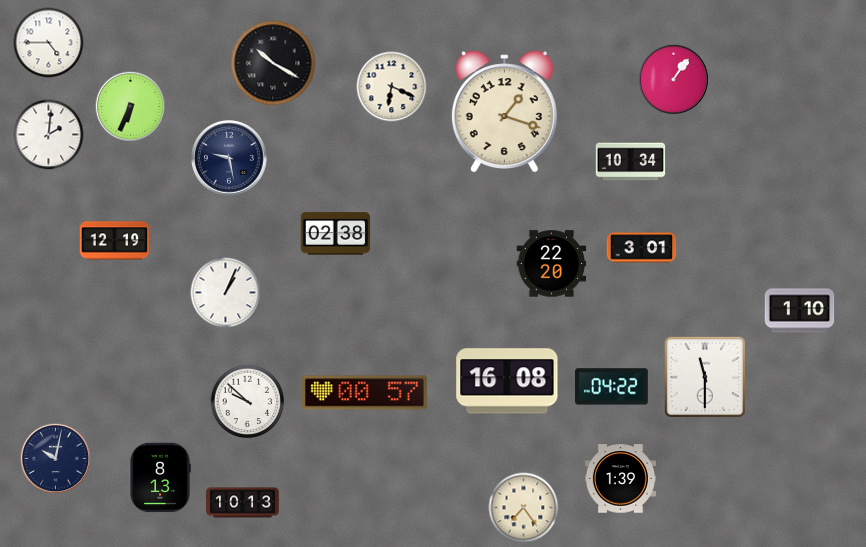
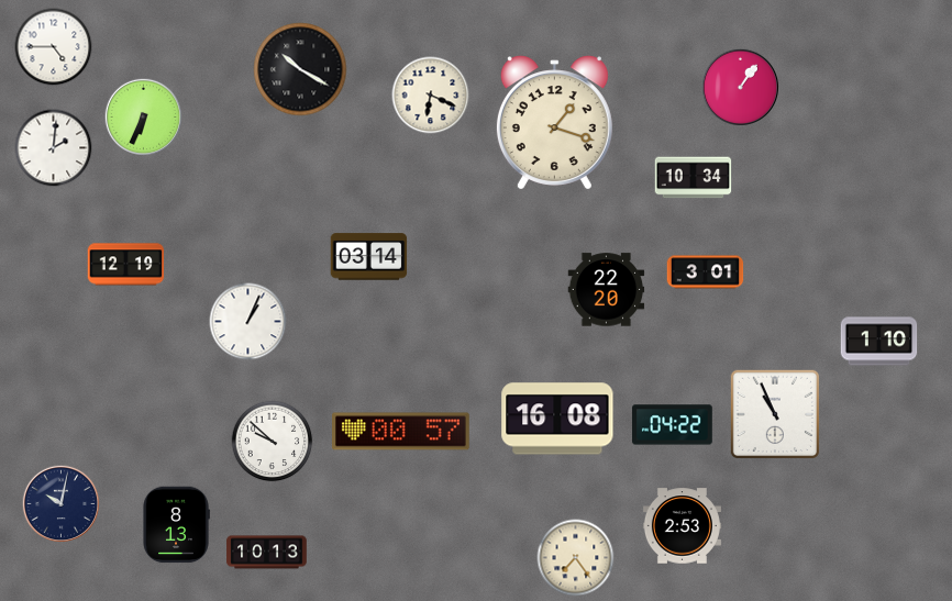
clock at (229, 158): 9:28 -> none
clock at (336, 234): 02:38 -> 03:14
clock at (704, 376): 11:30 -> 10:56
clock at (620, 479): 1:39 -> 2:53
